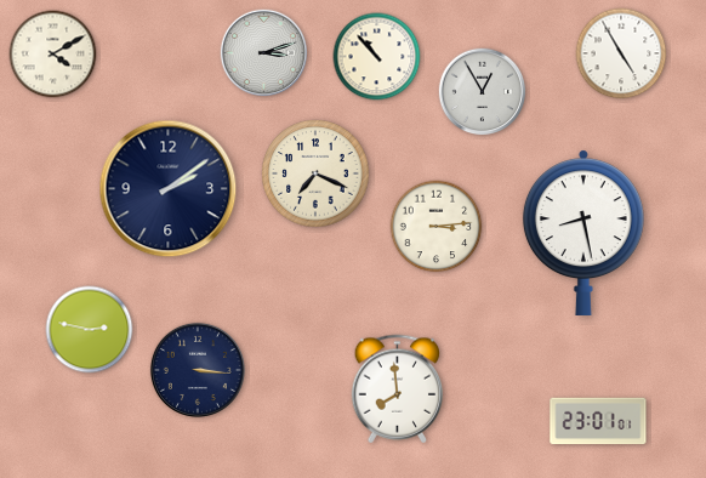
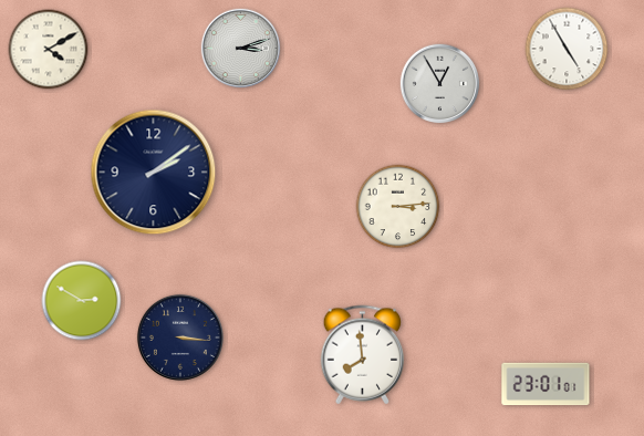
clock at (377, 57): 10:53 -> none
clock at (315, 173): 7:19 -> none
clock at (583, 233): 8:28 -> none
clock at (90, 330): 2:47 -> 2:50
